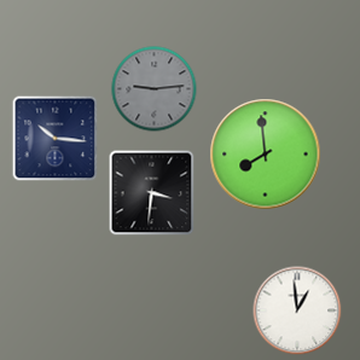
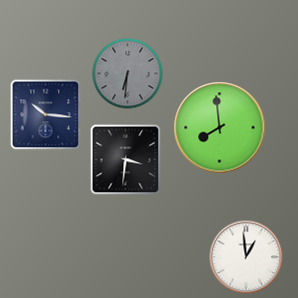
clock at (155, 89): 9:14 -> 6:31
